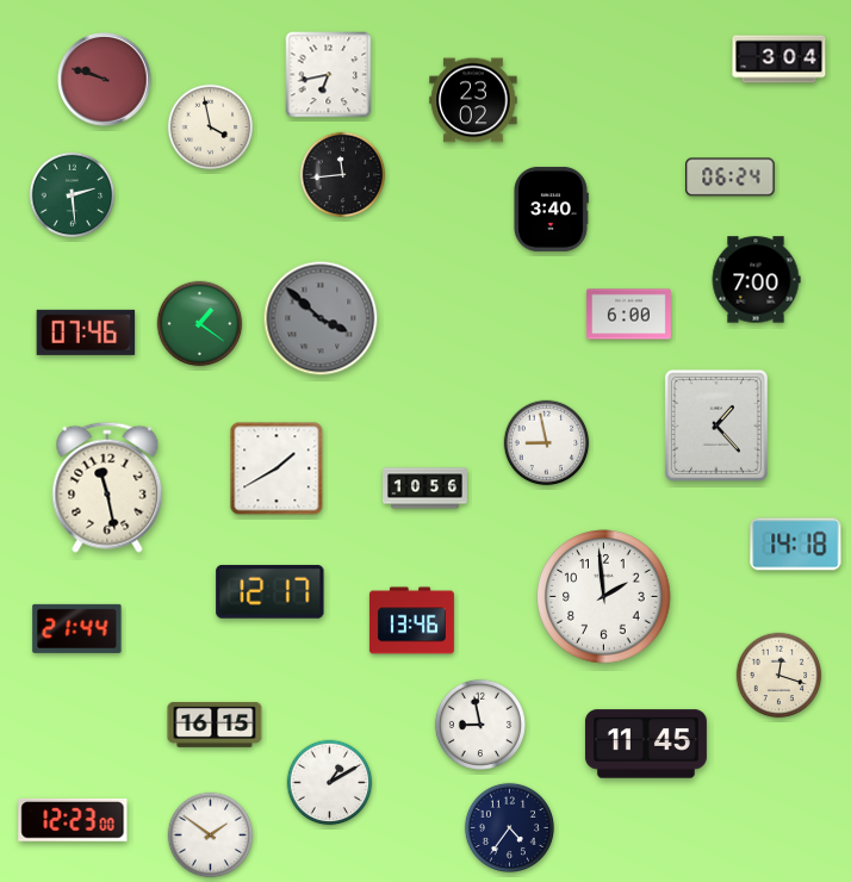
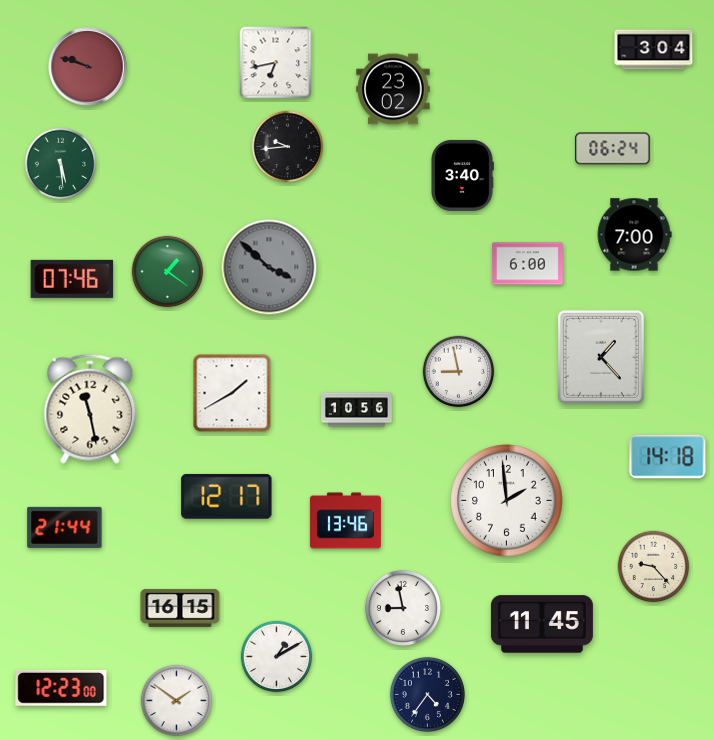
clock at (473, 100) position: (473, 100) -> (393, 89)
clock at (211, 128): 3:58 -> none
clock at (343, 175): 11:44 -> 9:44
clock at (73, 195): 2:29 -> 5:29
clock at (779, 676): 12:18 -> 9:23
